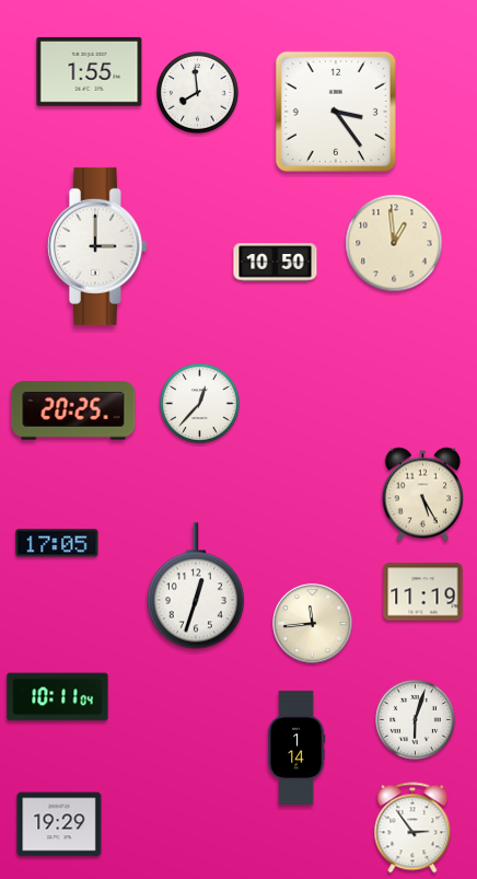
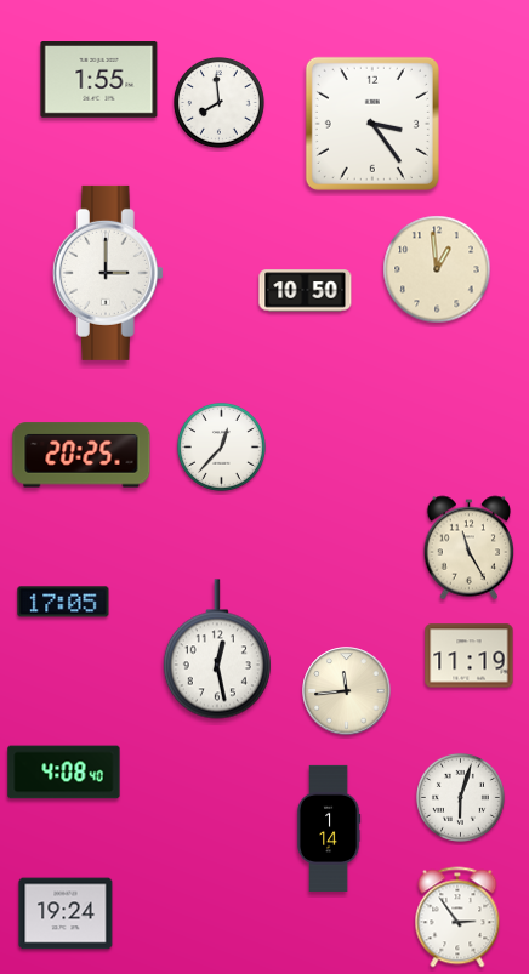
clock at (423, 495): 5:25 -> 11:25
clock at (196, 586): 12:33 -> 12:28
clock at (58, 697): 10:11 -> 4:08
clock at (59, 824): 19:29 -> 19:24
